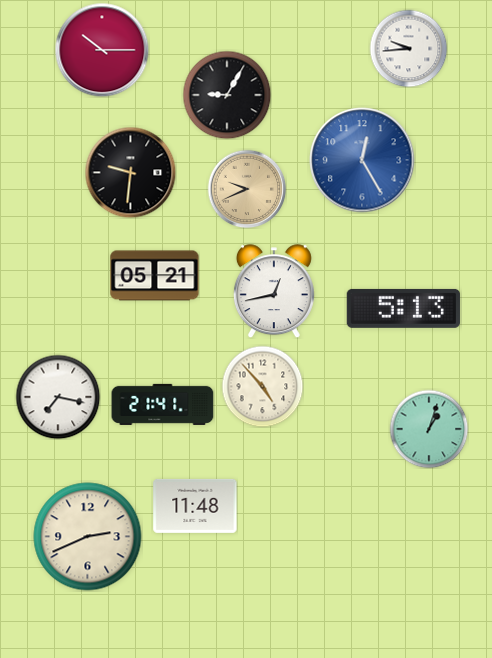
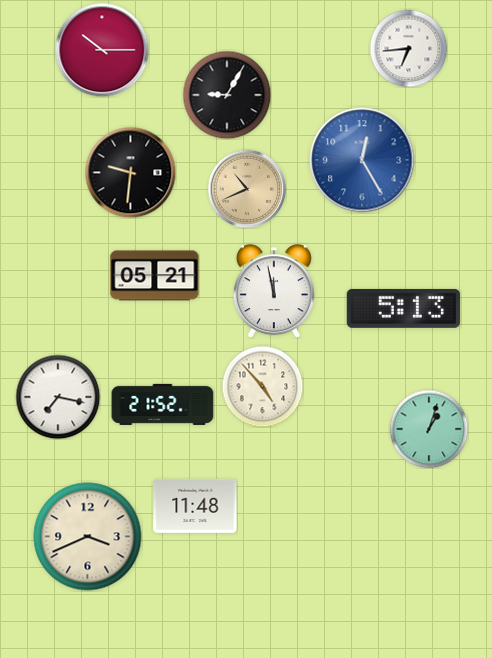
clock at (408, 48): 9:44 -> 6:44
clock at (247, 189): 9:41 -> 10:41
clock at (274, 291): 12:43 -> 11:58
clock at (163, 404): 21:41 -> 21:52
clock at (88, 537): 2:41 -> 3:41
